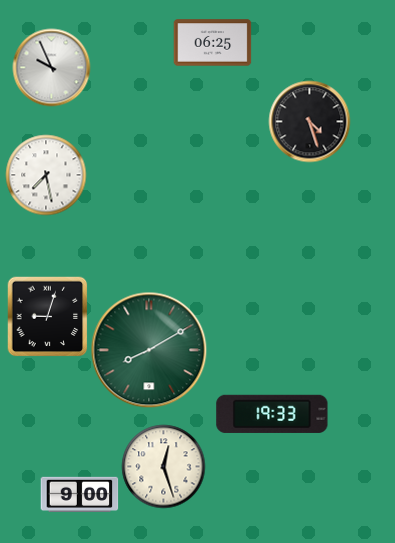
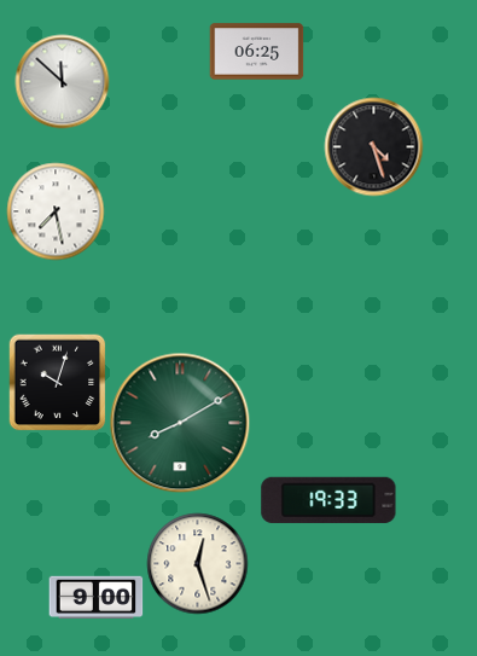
clock at (51, 67): 9:56 -> 11:52
clock at (47, 316): 9:03 -> 10:03
